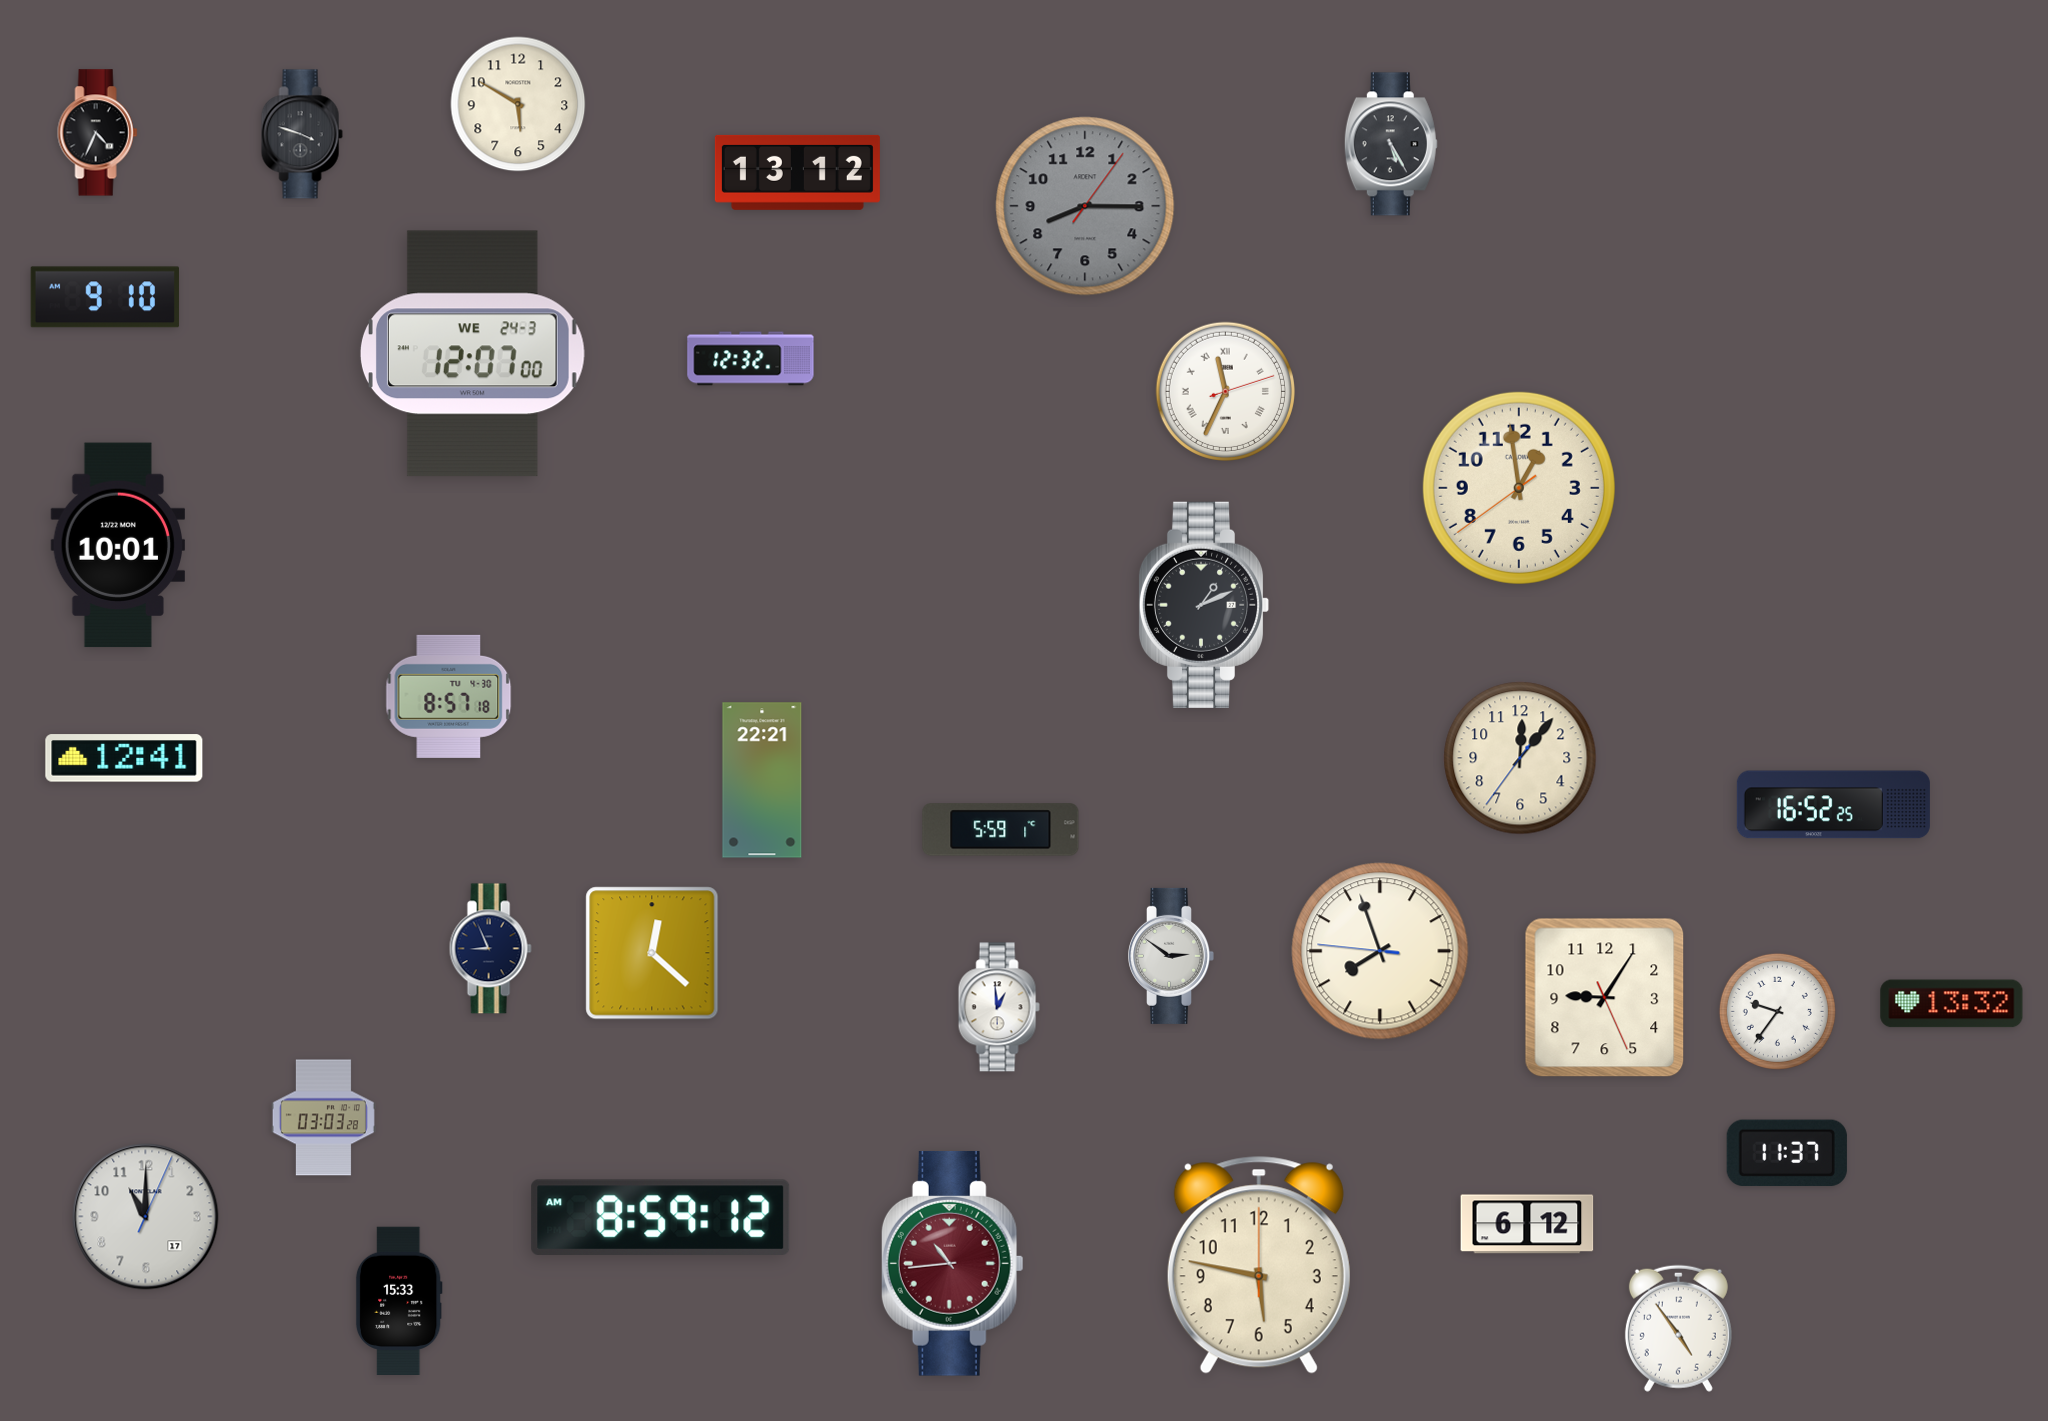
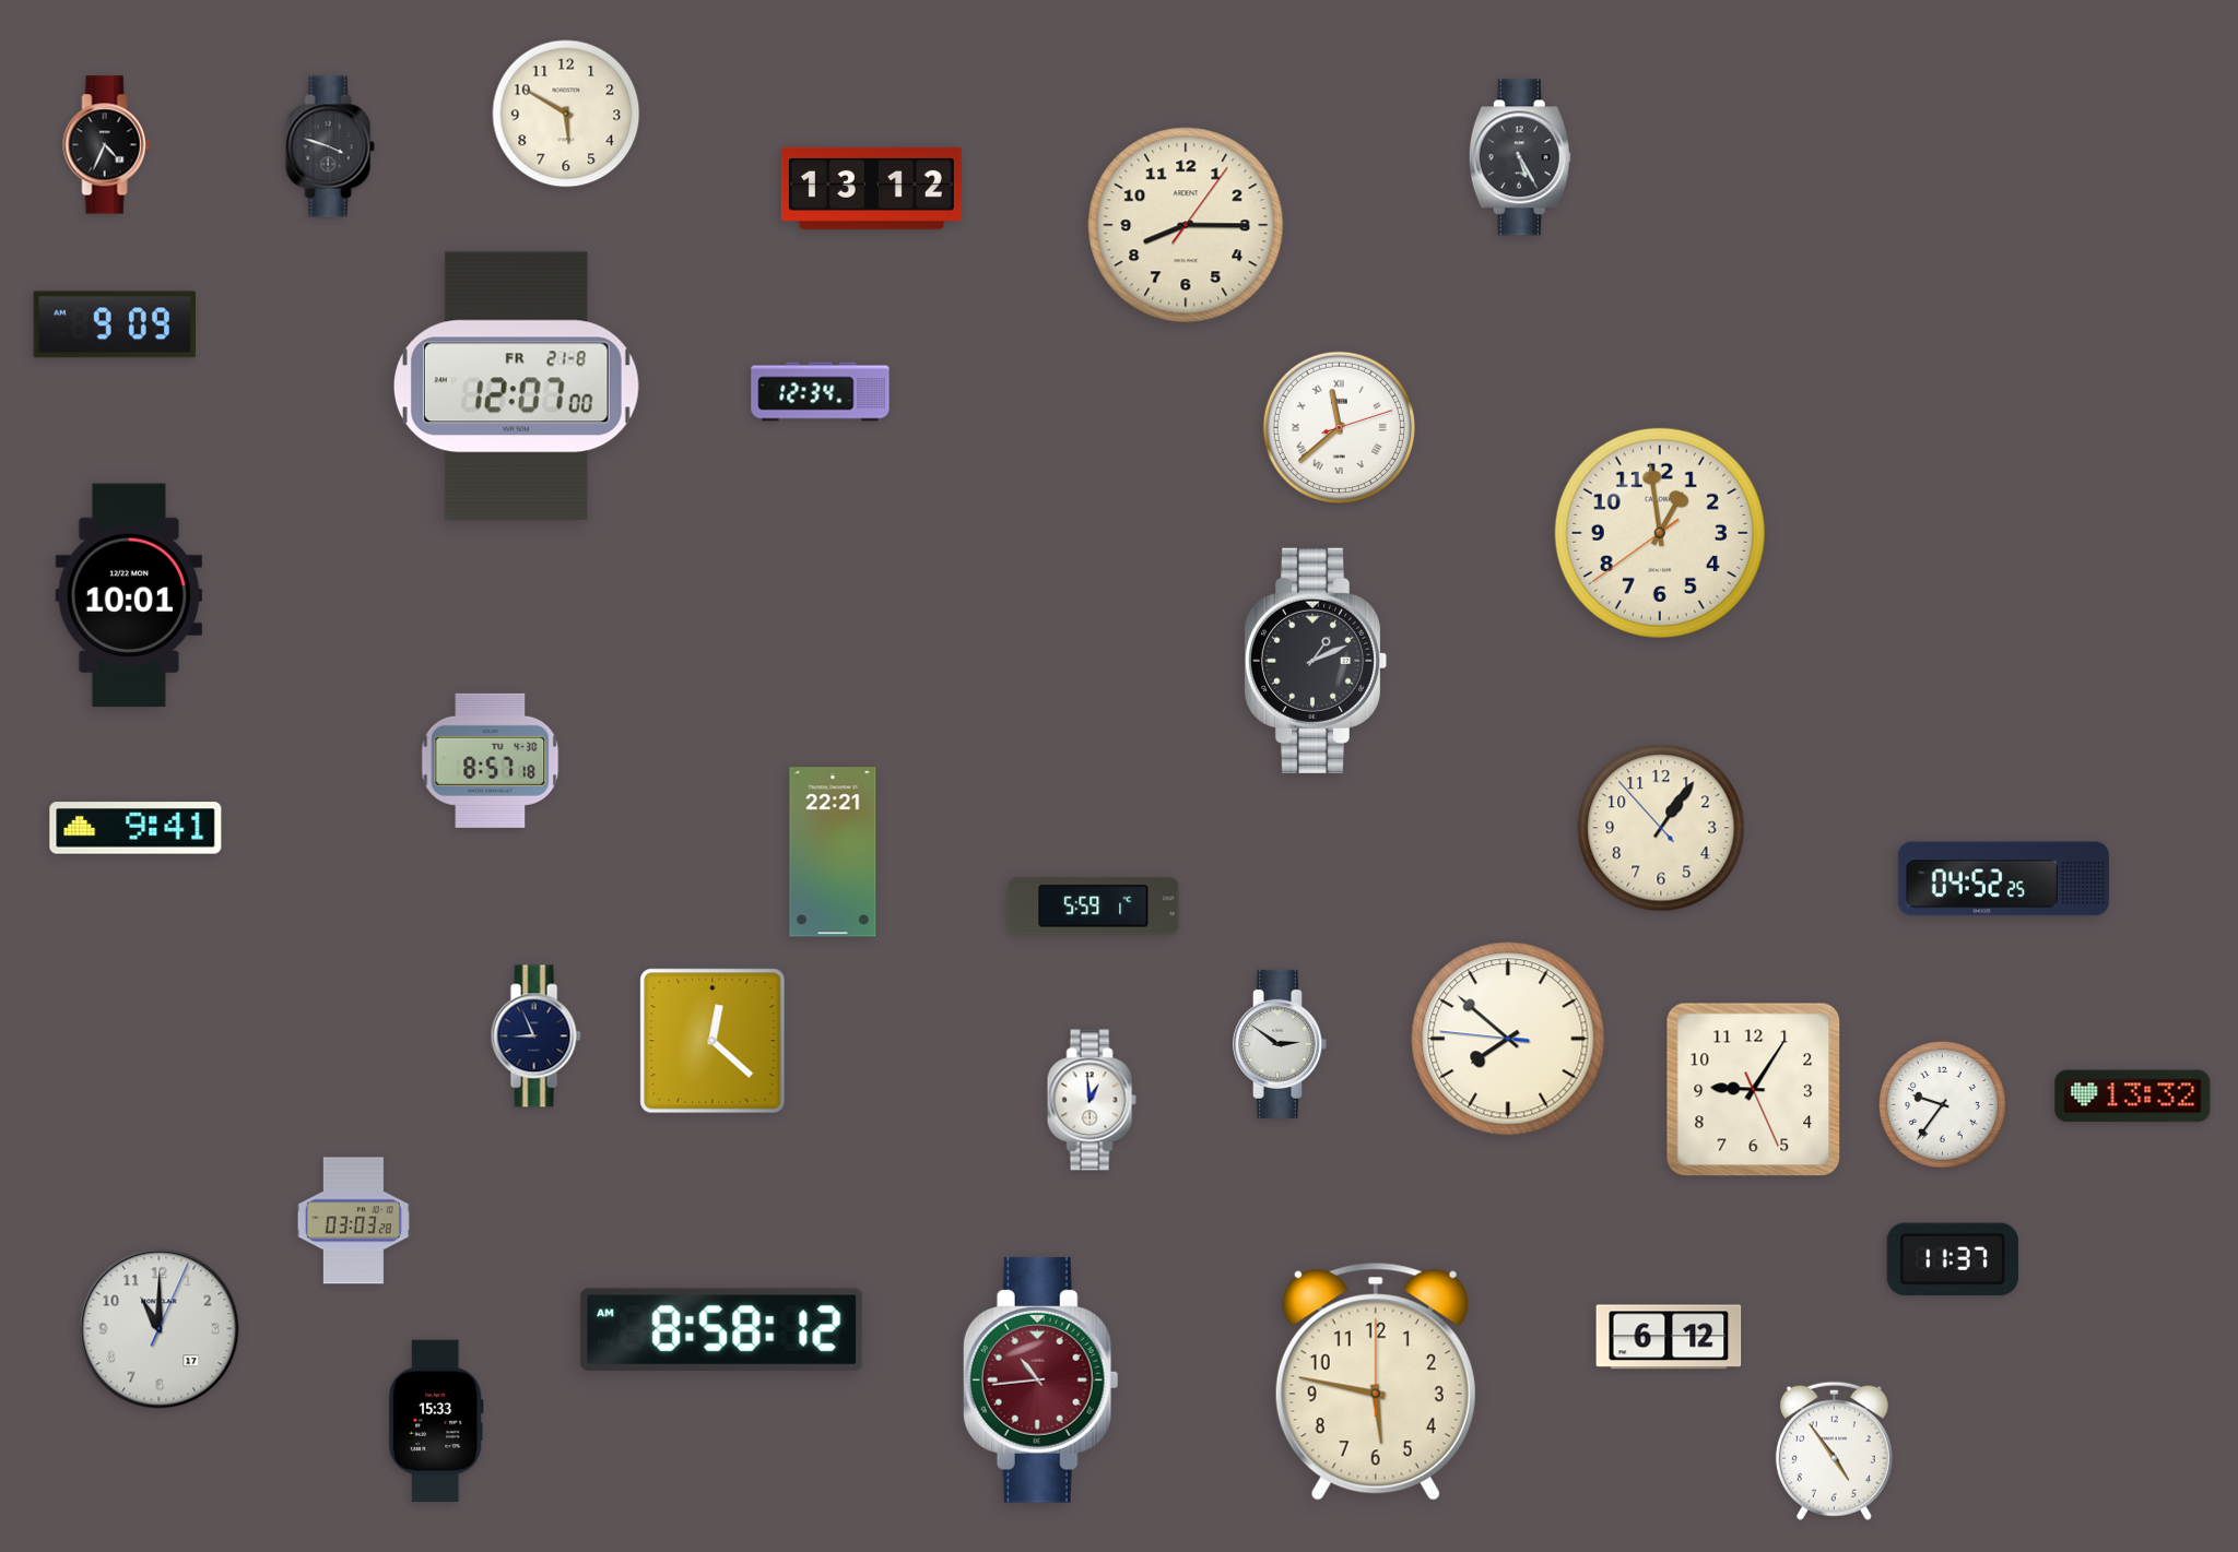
clock at (1085, 206) dial: grey -> cream
clock at (105, 297): 9:10 -> 9:09
clock at (472, 354) date: WE 24-3 -> FR 21-8
clock at (751, 359): 12:32 -> 12:34
clock at (1225, 391): 11:34 -> 11:38
clock at (124, 758): 12:41 -> 9:41
clock at (1520, 758): 12:06 -> 1:05
clock at (1833, 805): 16:52 -> 04:52
clock at (1380, 951): 7:56 -> 7:51
clock at (661, 1217): 8:59 -> 8:58
